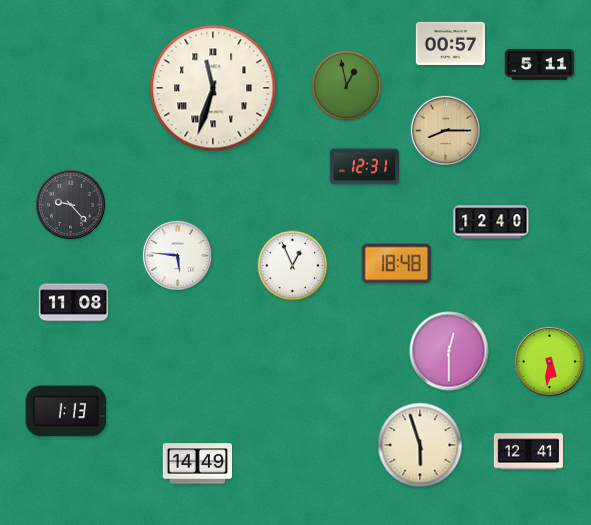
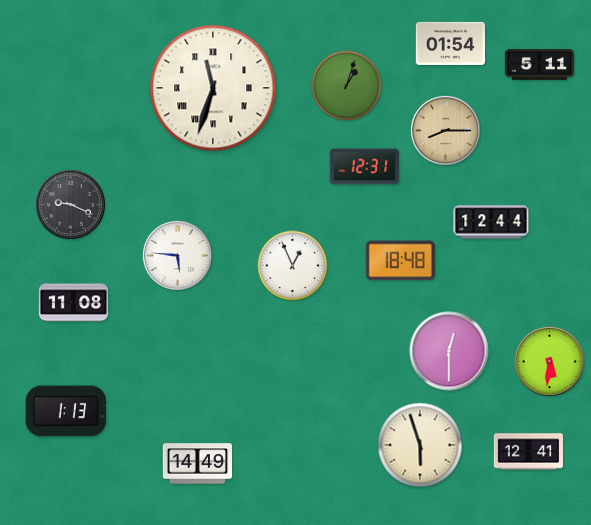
clock at (450, 43): 00:57 -> 01:54
clock at (347, 86): 12:58 -> 1:03
clock at (70, 204): 9:23 -> 9:19
clock at (491, 222): 12:40 -> 12:44
clock at (396, 264) position: (396, 264) -> (400, 261)
